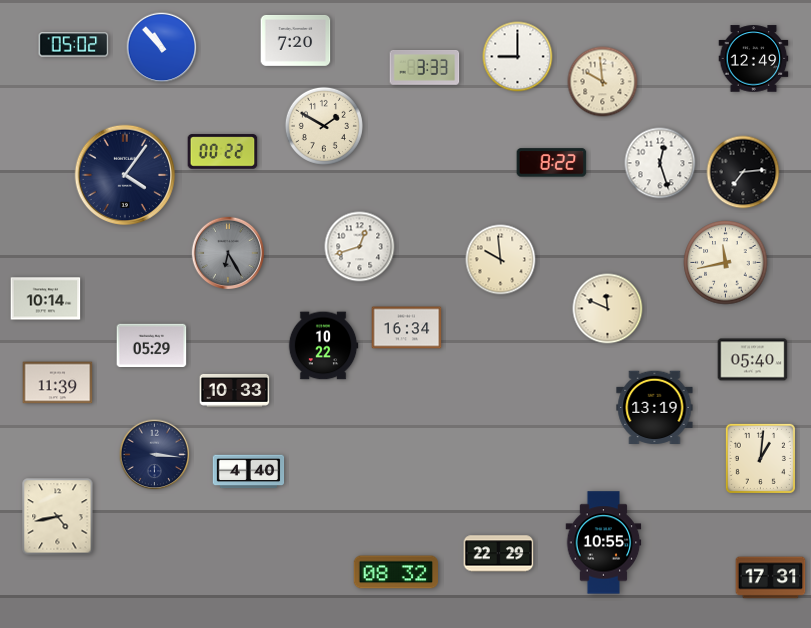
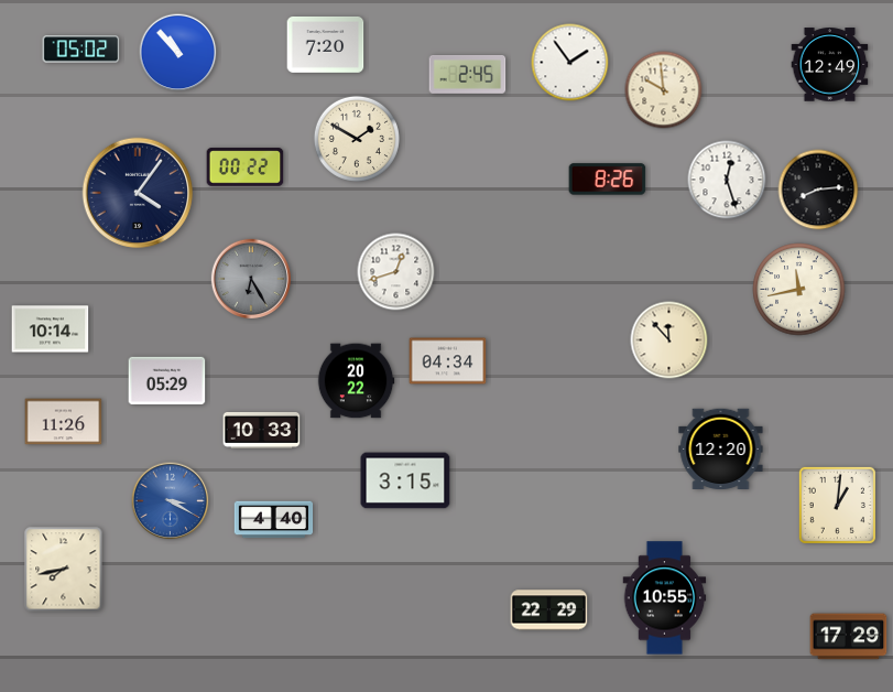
clock at (518, 57): 9:00 -> 1:54
clock at (425, 68): 3:33 -> 2:45
clock at (552, 163): 8:22 -> 8:26
clock at (743, 172): 7:14 -> 8:14
clock at (501, 260): 9:59 -> none
clock at (608, 309): 11:49 -> 11:53
clock at (407, 328): 16:34 -> 04:34
clock at (323, 346): 10:22 -> 20:22
clock at (753, 360): 05:40 -> none
clock at (58, 383): 11:39 -> 11:26
clock at (235, 390) position: (235, 390) -> (262, 430)
clock at (655, 408): 13:19 -> 12:20
clock at (405, 480): none -> 3:15
clock at (155, 455): 3:16 -> 3:20
clock at (155, 455) dial: navy -> blue
clock at (58, 517): 4:43 -> 7:43
clock at (395, 572): 08:32 -> none
clock at (771, 578): 17:31 -> 17:29
